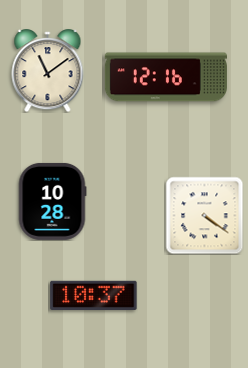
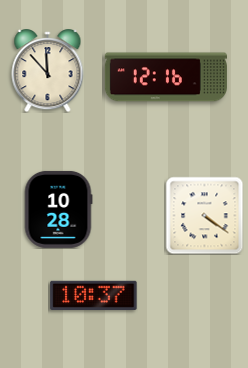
clock at (48, 71): 11:09 -> 11:53
clock at (52, 201) position: (52, 201) -> (58, 209)
